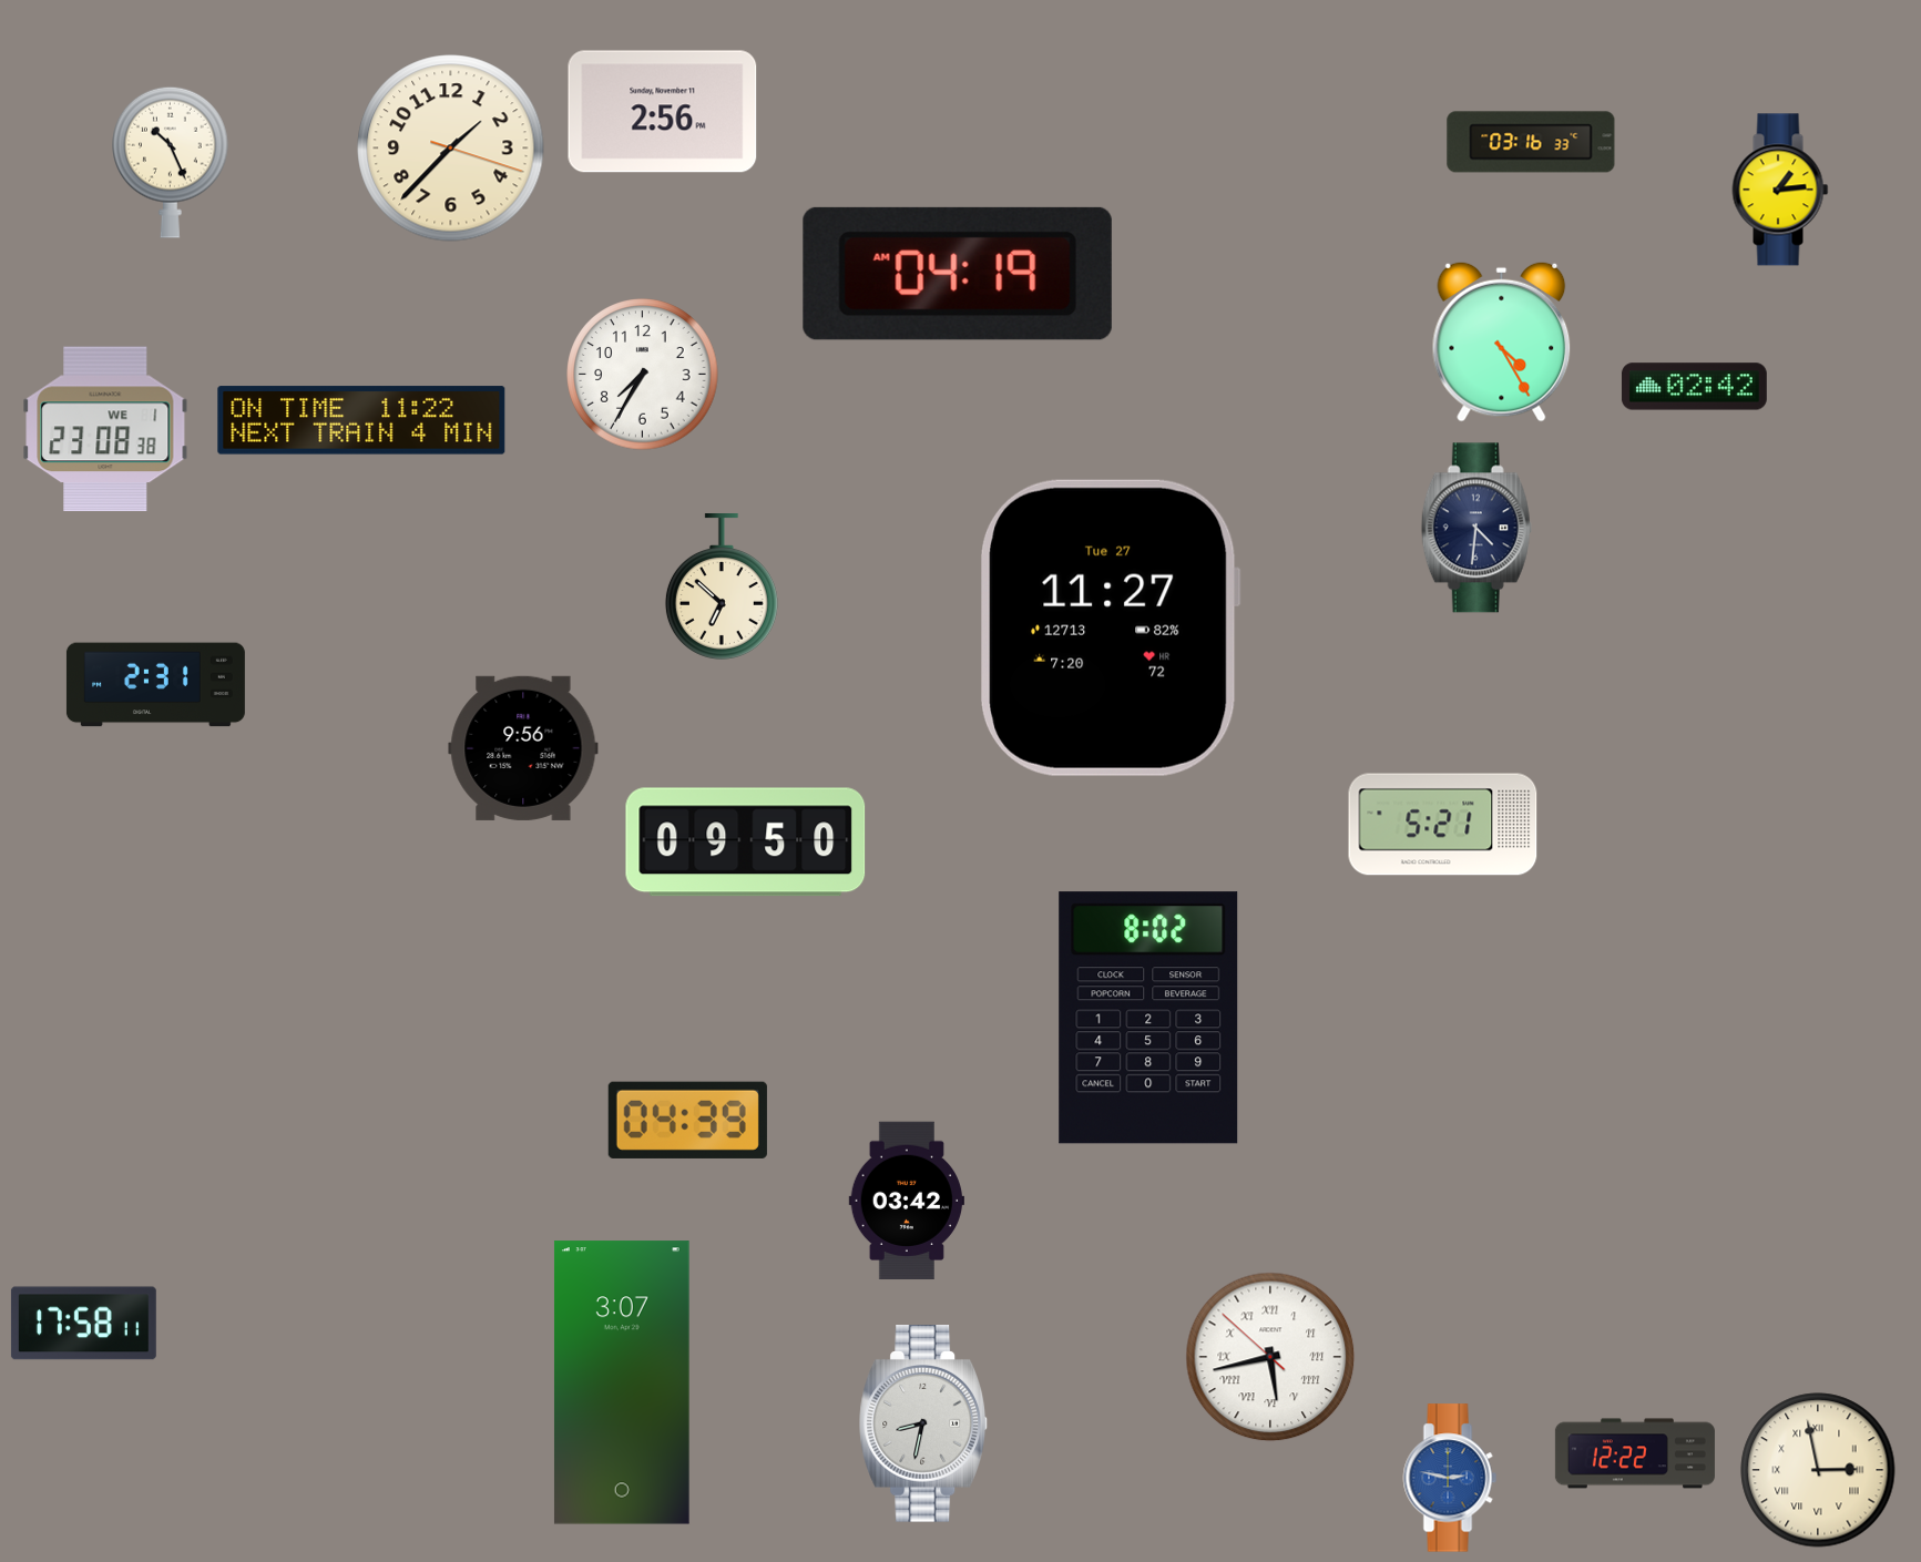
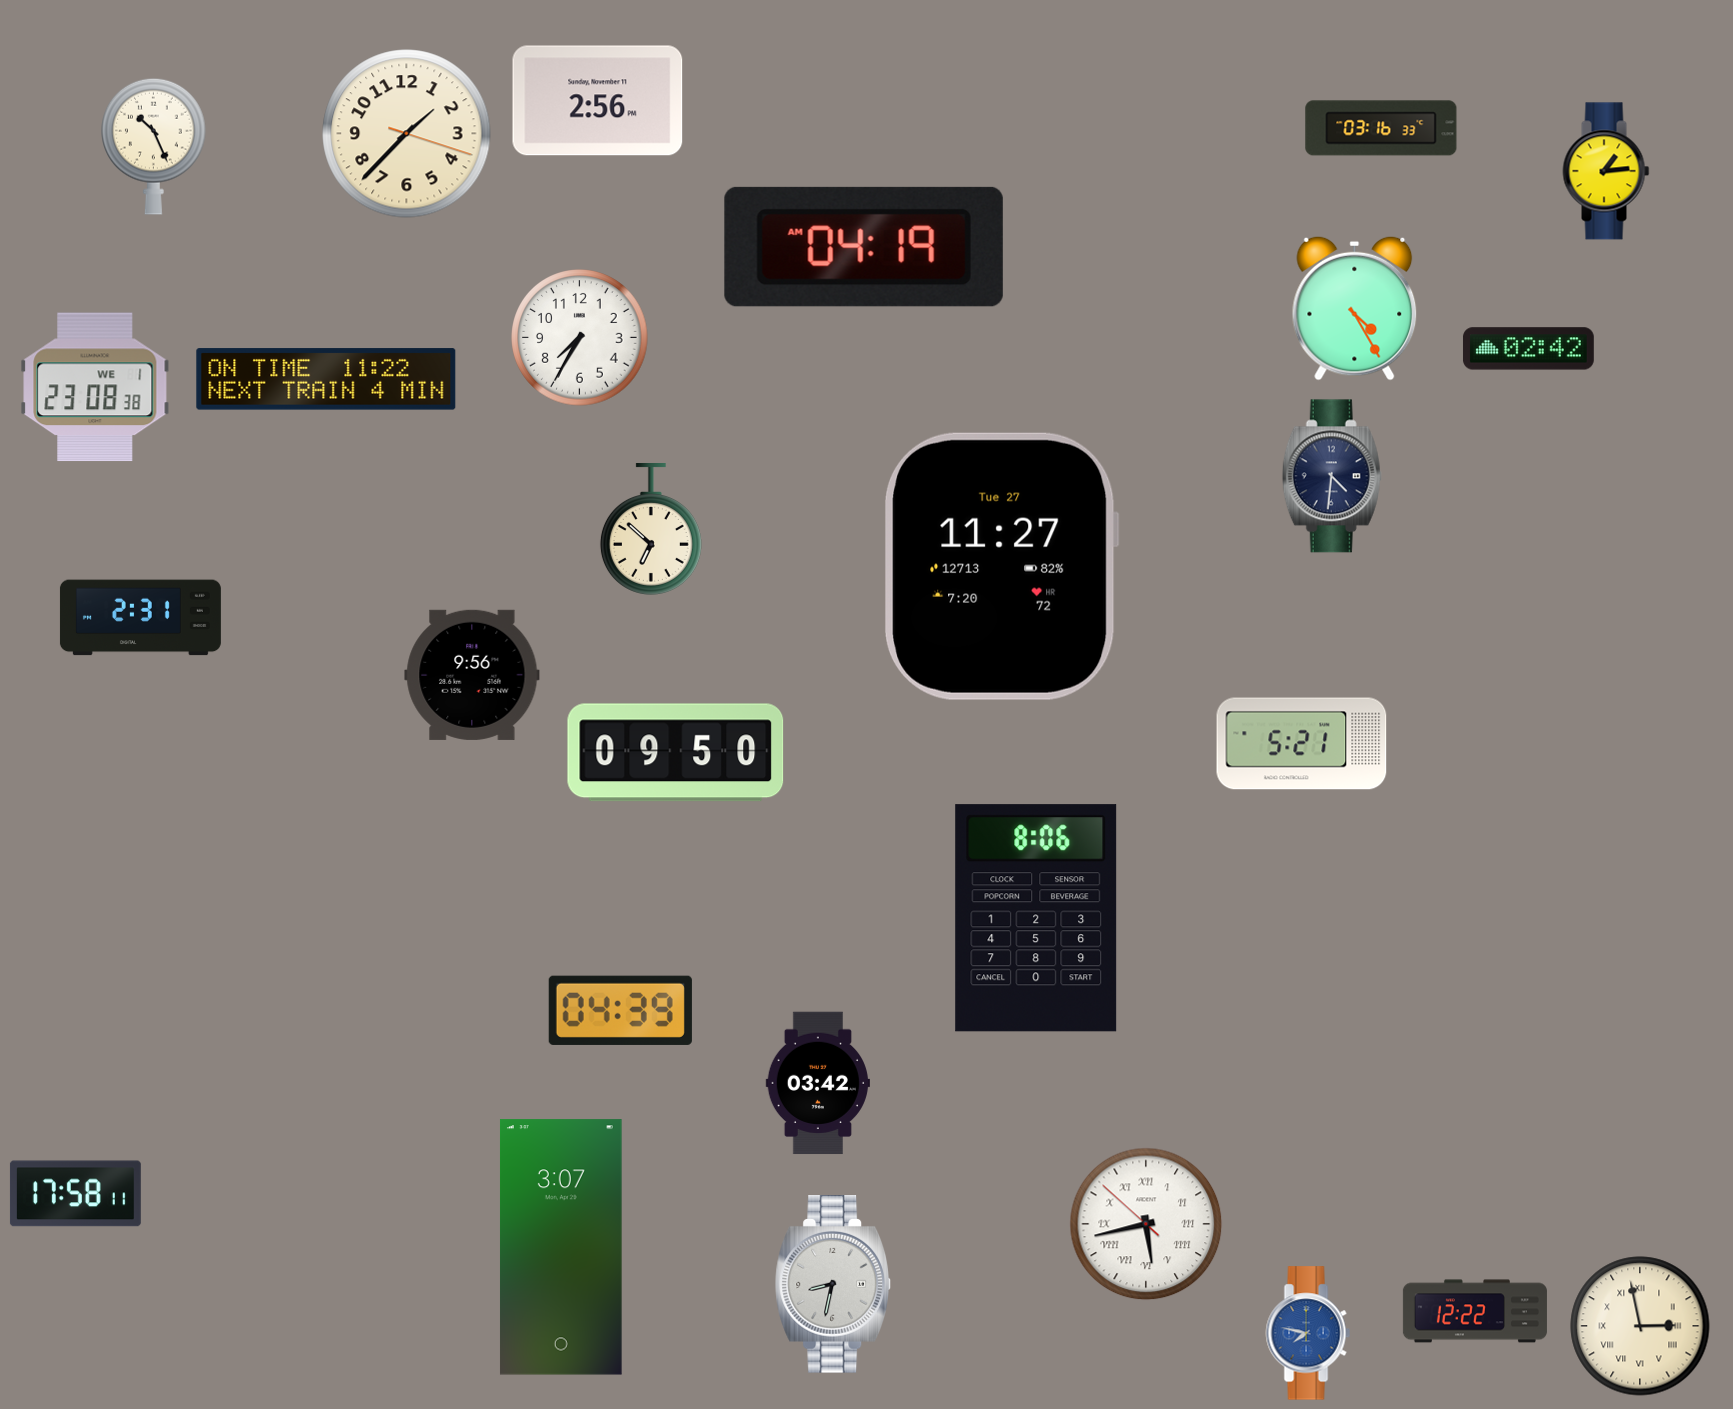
clock at (746, 843) position: (746, 843) -> (676, 753)
clock at (1148, 1018): 8:02 -> 8:06
clock at (1450, 1478): 2:47 -> 7:47
